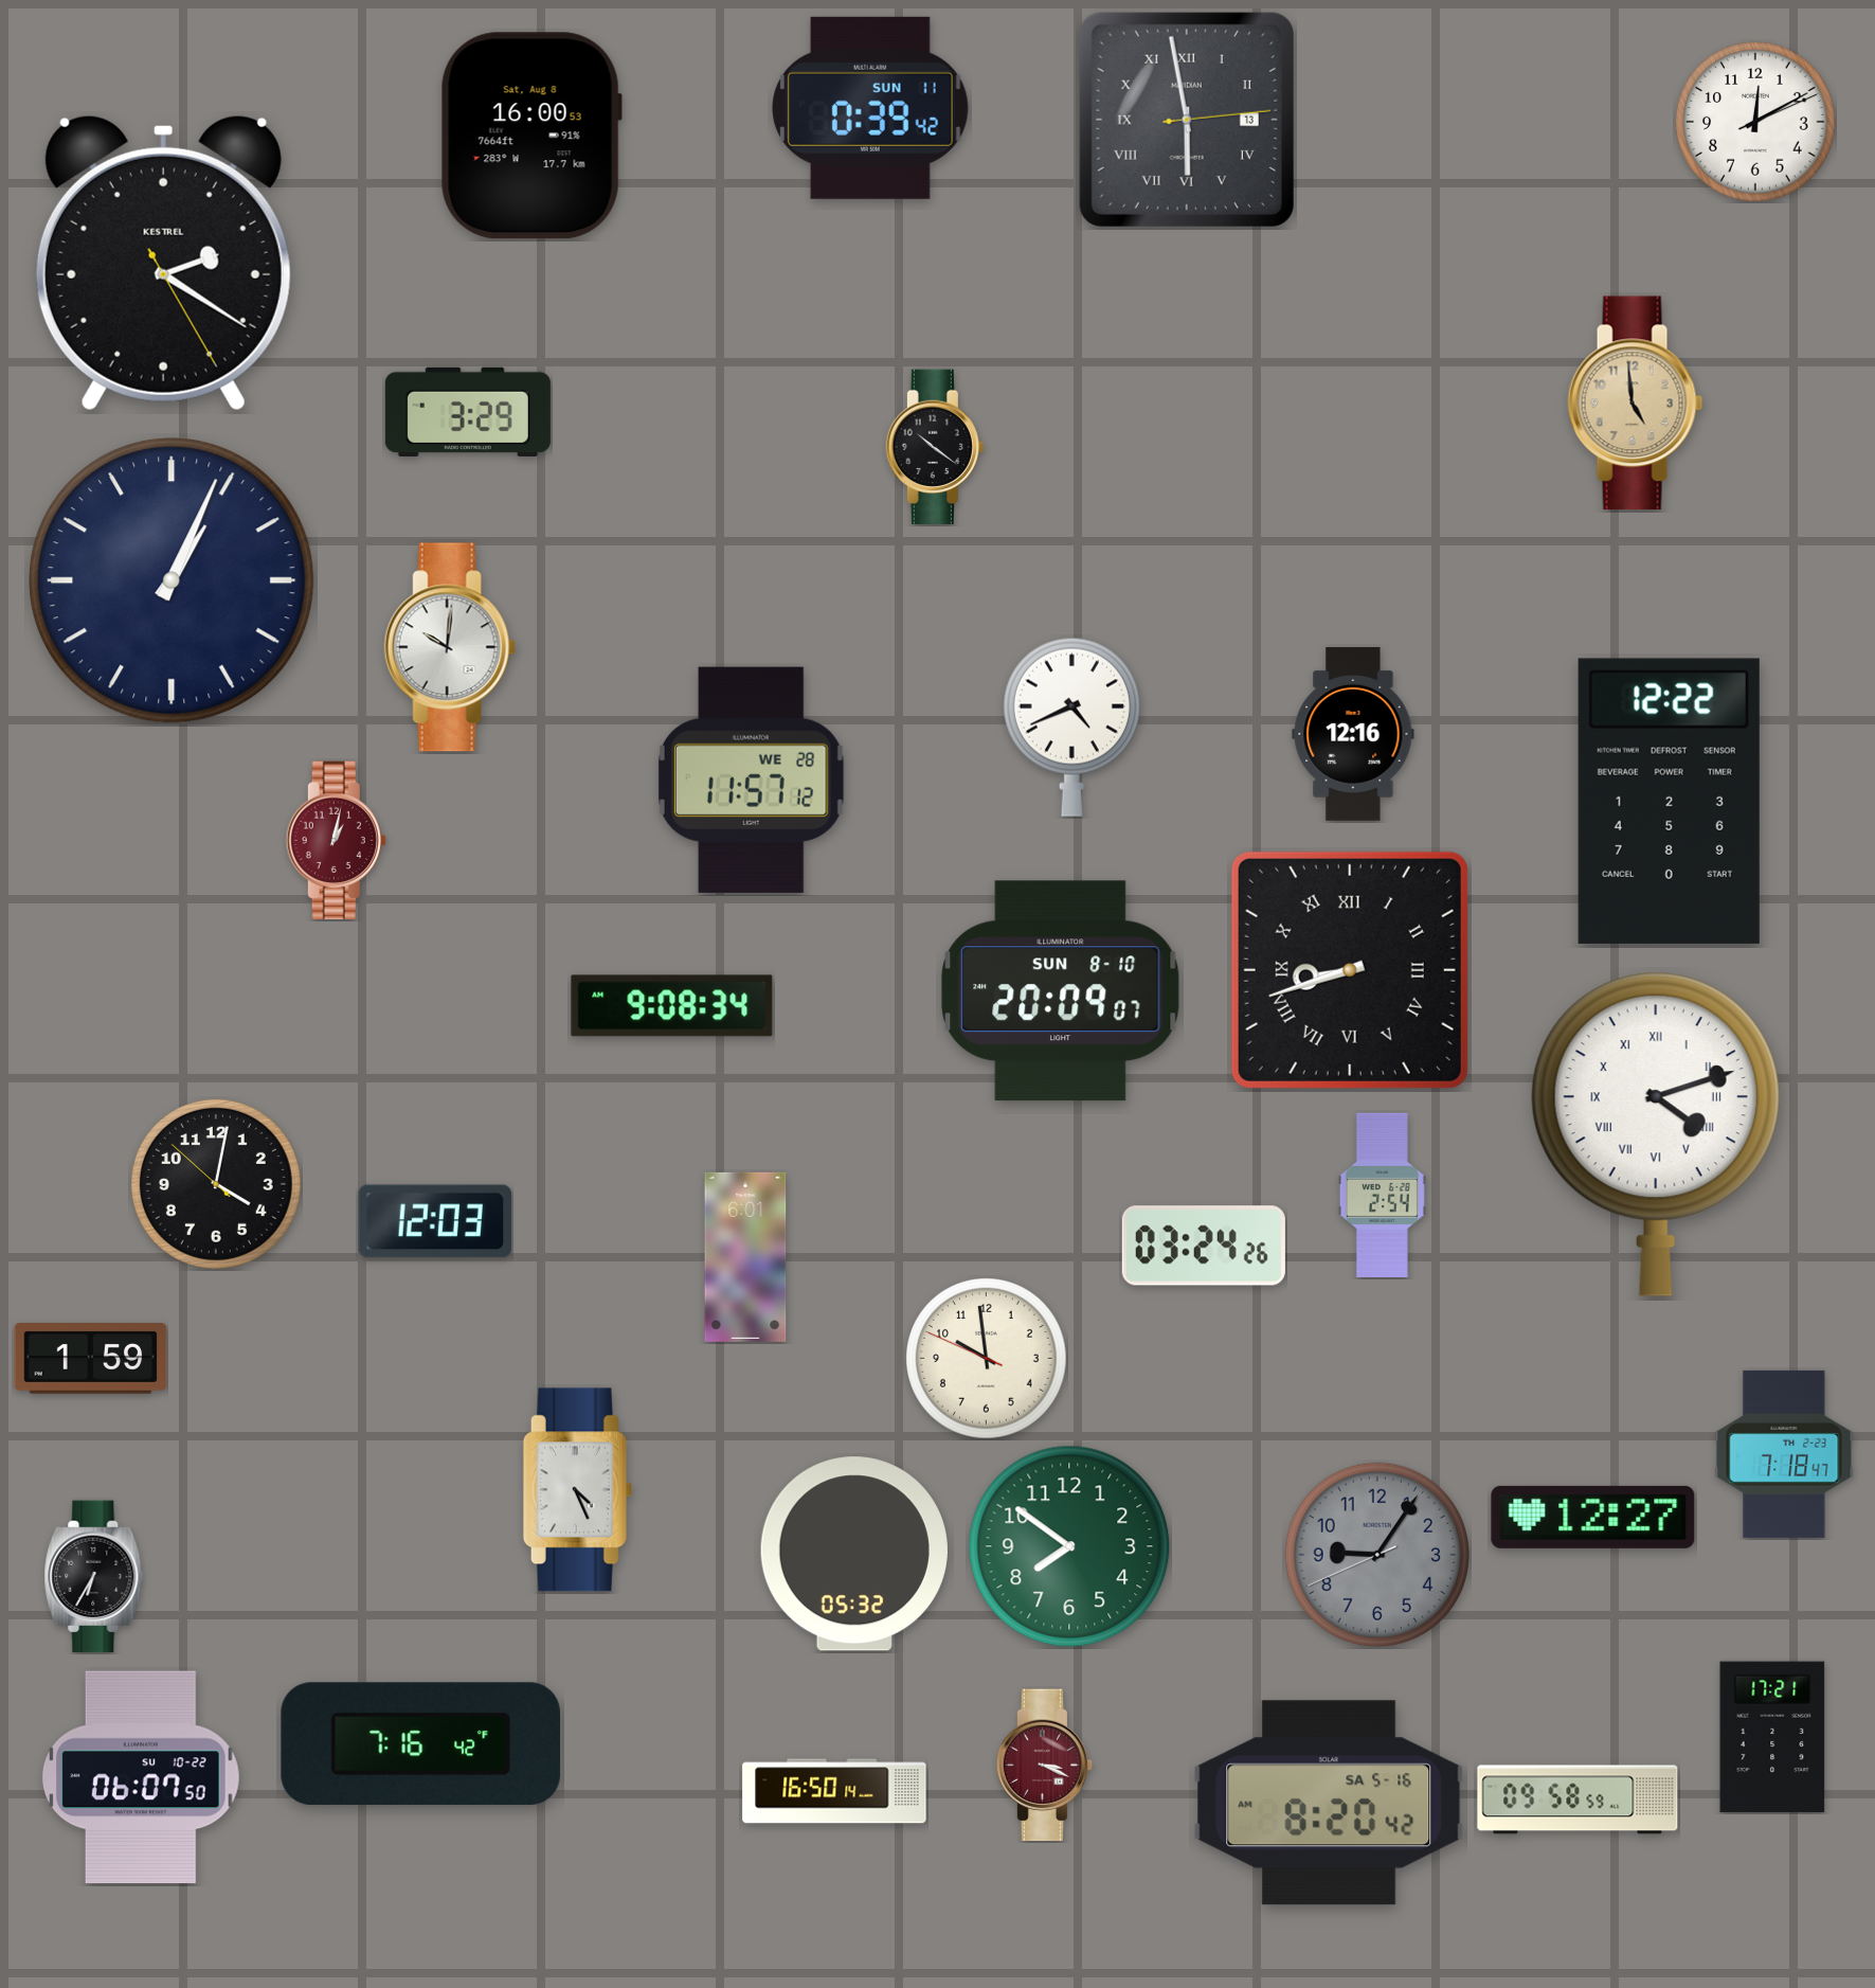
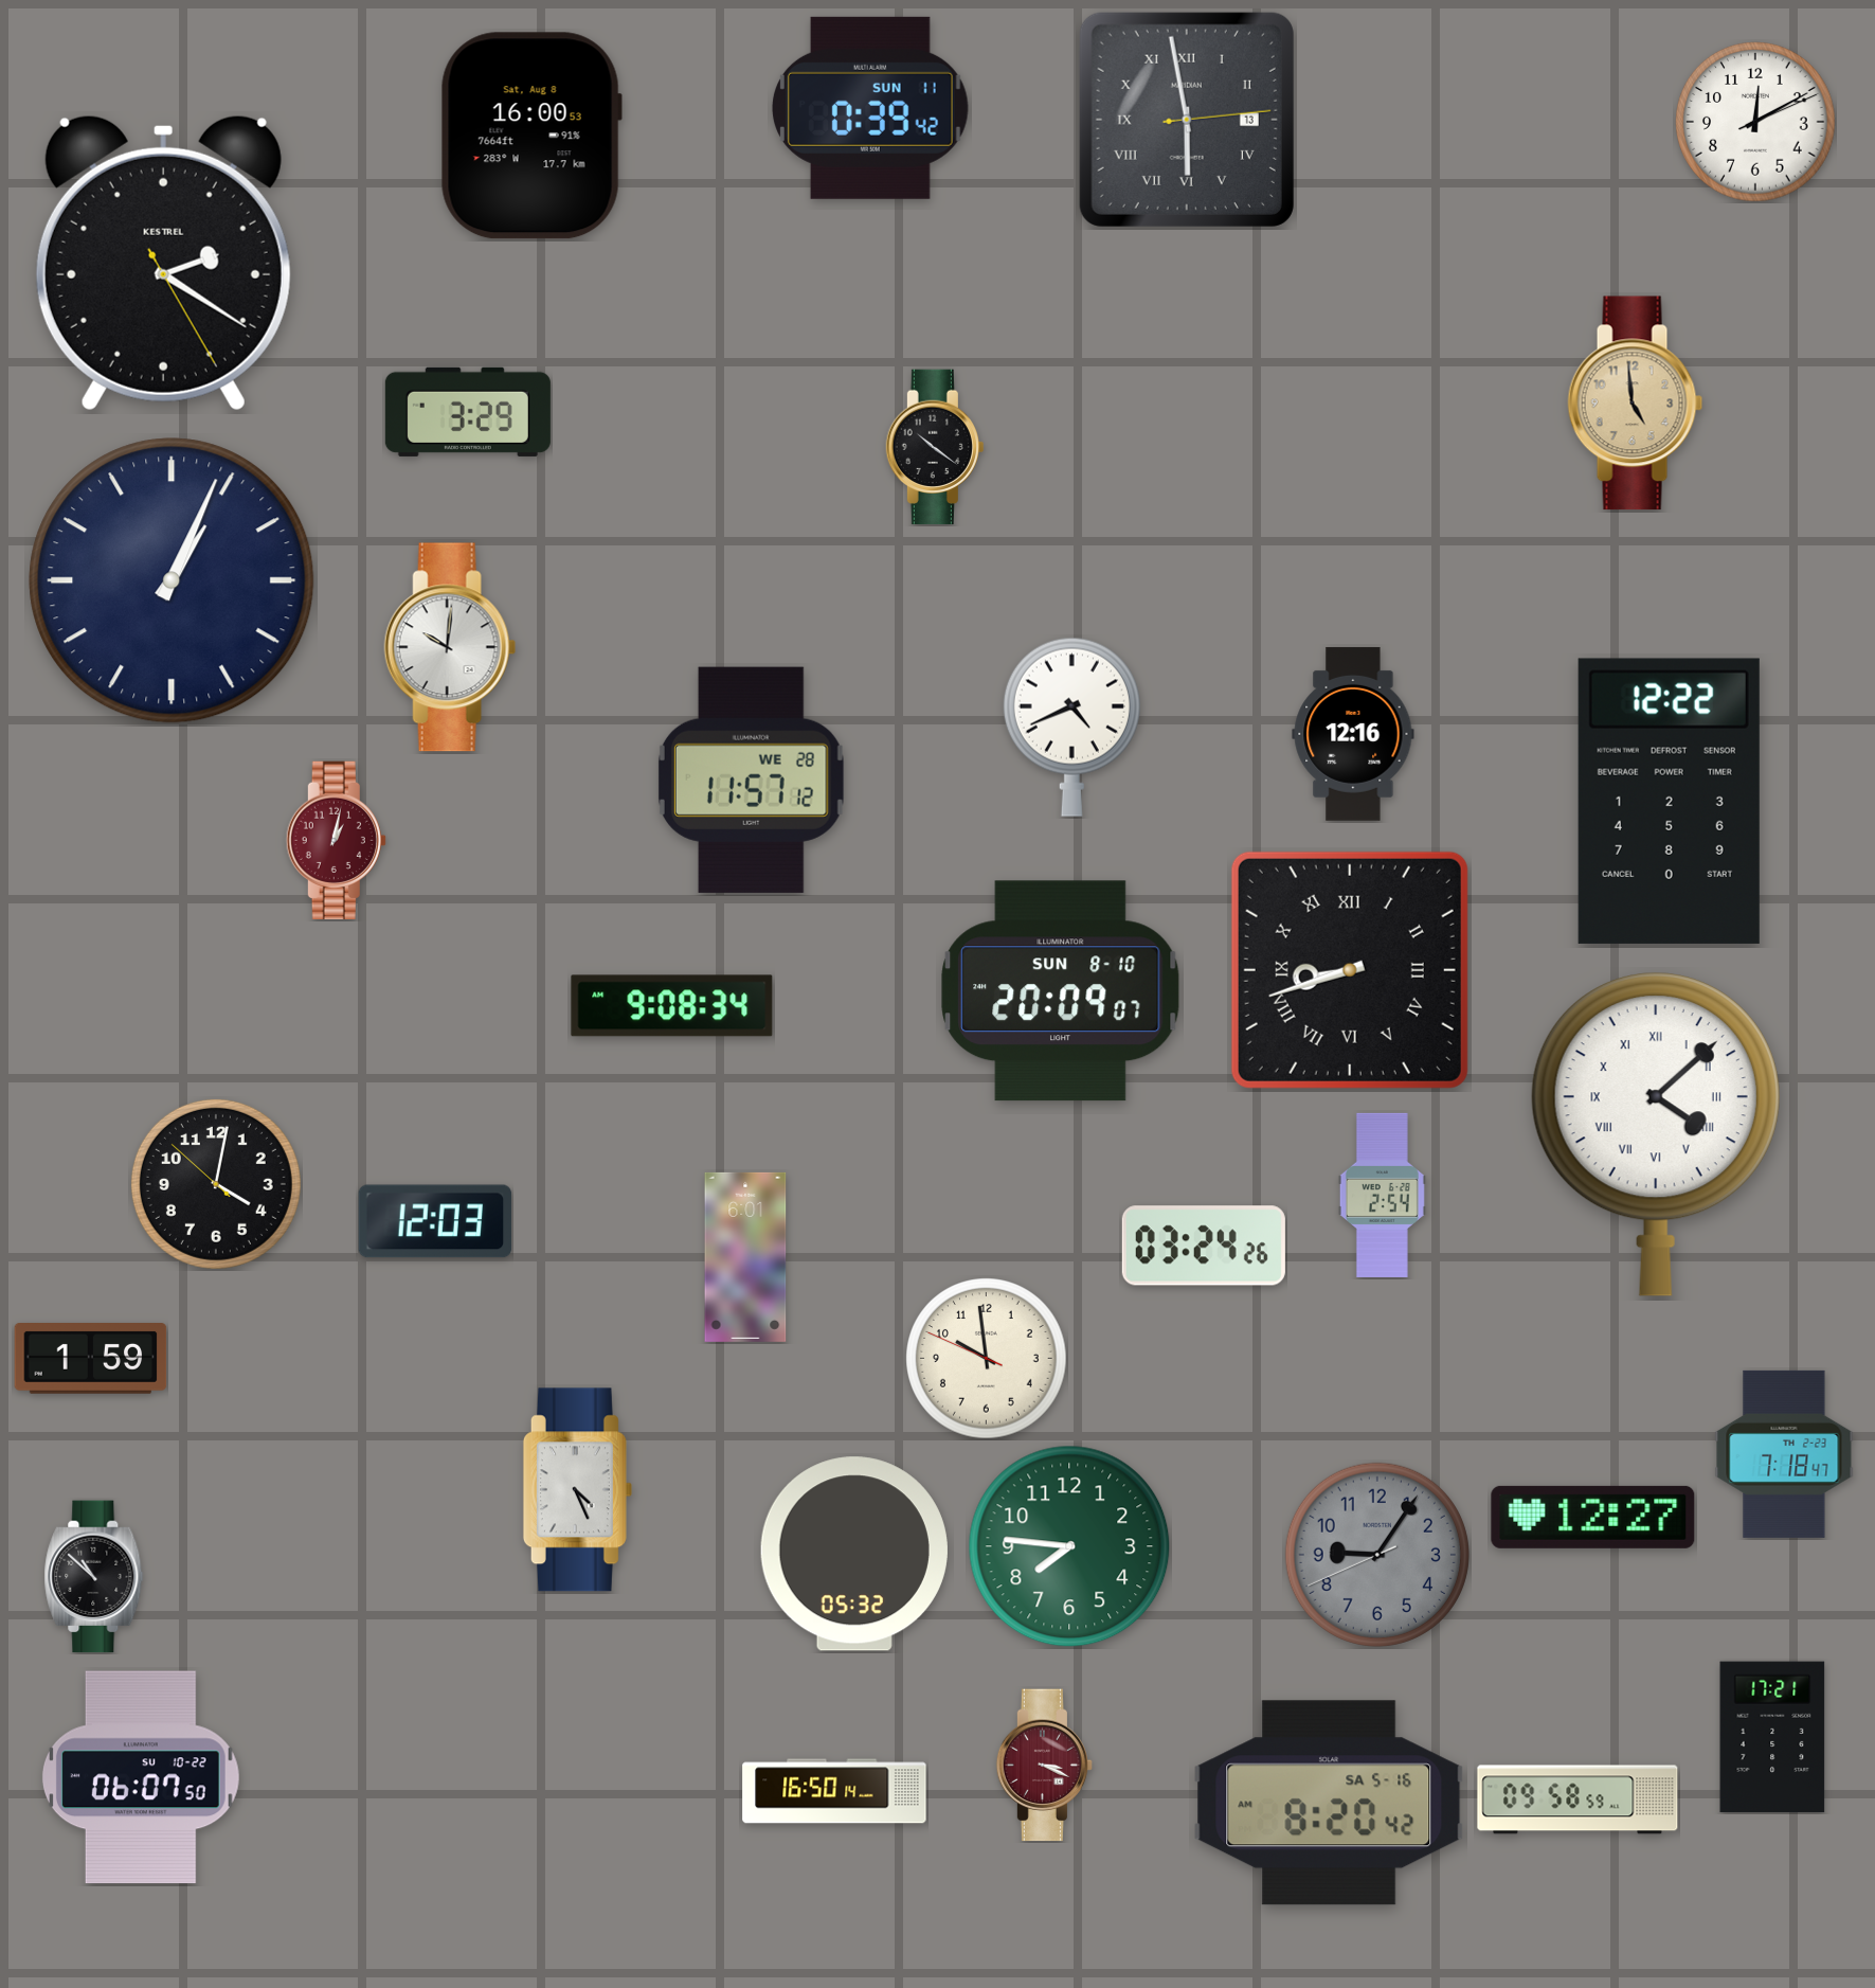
clock at (1656, 1134): 4:12 -> 4:08
clock at (1069, 1546): 7:51 -> 7:46
clock at (94, 1577): 6:35 -> 10:52
clock at (420, 1744): 7:16 -> none
